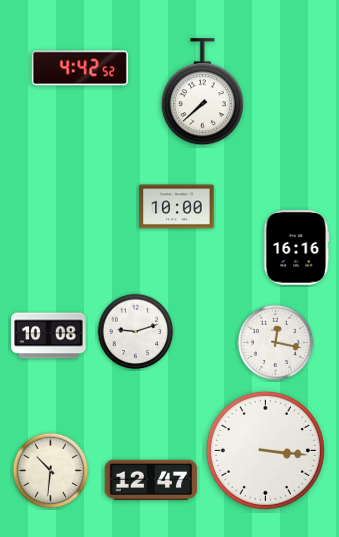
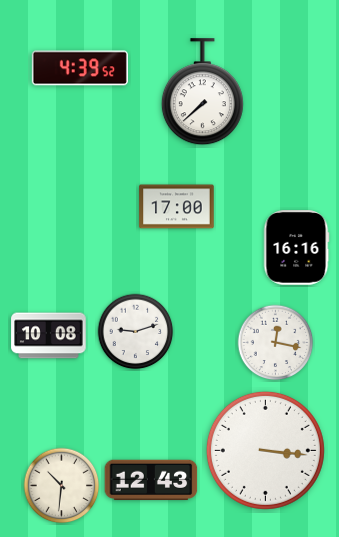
clock at (80, 68): 4:42 -> 4:39
clock at (177, 207): 10:00 -> 17:00
clock at (51, 471) position: (51, 471) -> (62, 486)
clock at (151, 480): 12:47 -> 12:43
